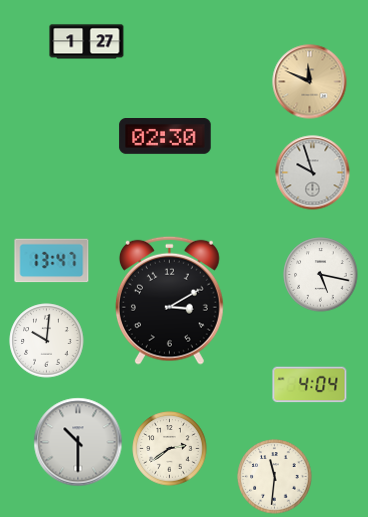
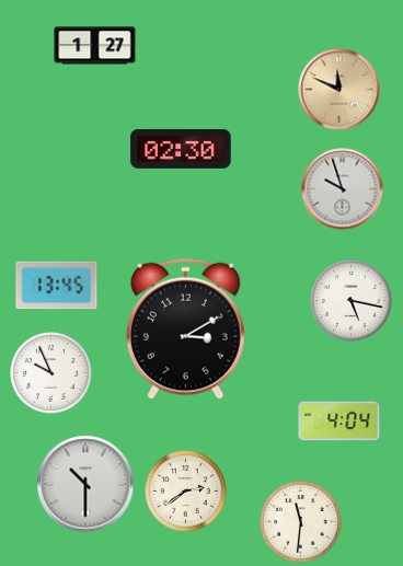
clock at (52, 261): 13:47 -> 13:45
clock at (47, 341): 10:01 -> 9:56
